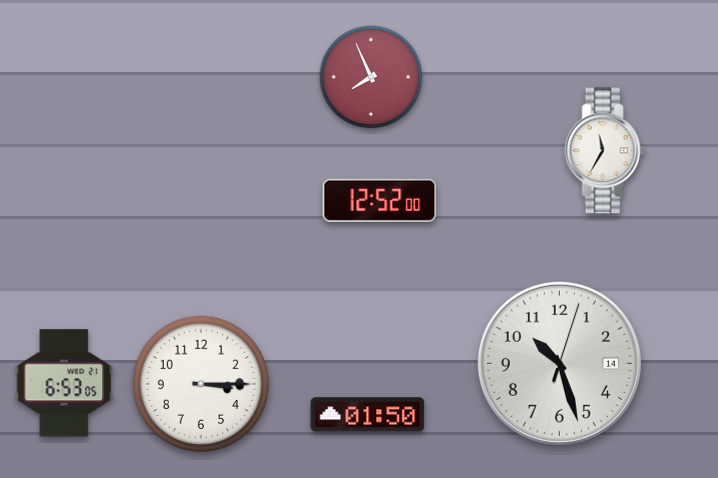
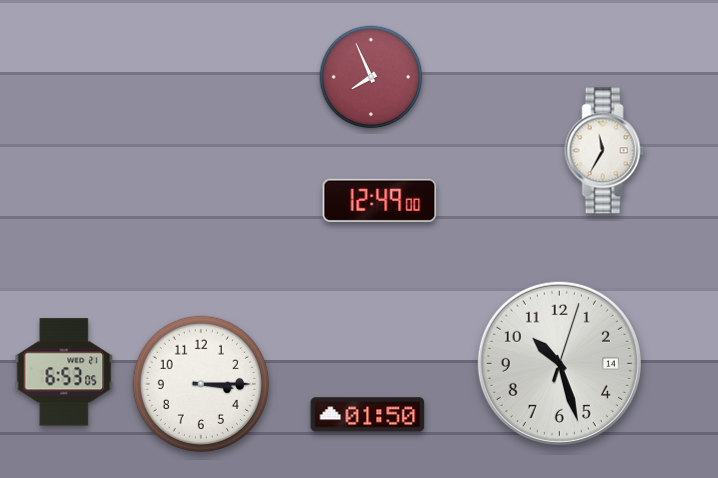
clock at (380, 200): 12:52 -> 12:49
clock at (64, 383) position: (64, 383) -> (64, 372)
